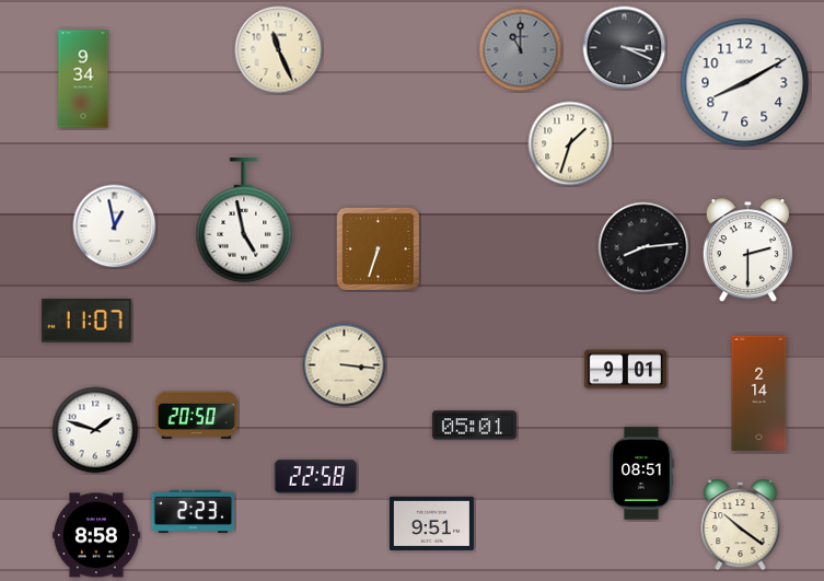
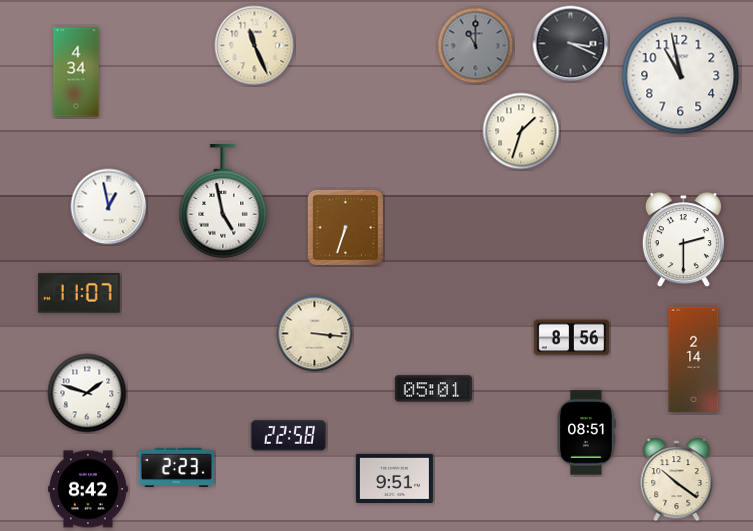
clock at (83, 79): 9:34 -> 4:34
clock at (745, 83): 8:10 -> 10:58
clock at (115, 226) position: (115, 226) -> (109, 207)
clock at (643, 247): 8:14 -> none
clock at (747, 251) position: (747, 251) -> (683, 240)
clock at (625, 370): 9:01 -> 8:56
clock at (197, 416): 20:50 -> none
clock at (96, 535): 8:58 -> 8:42
